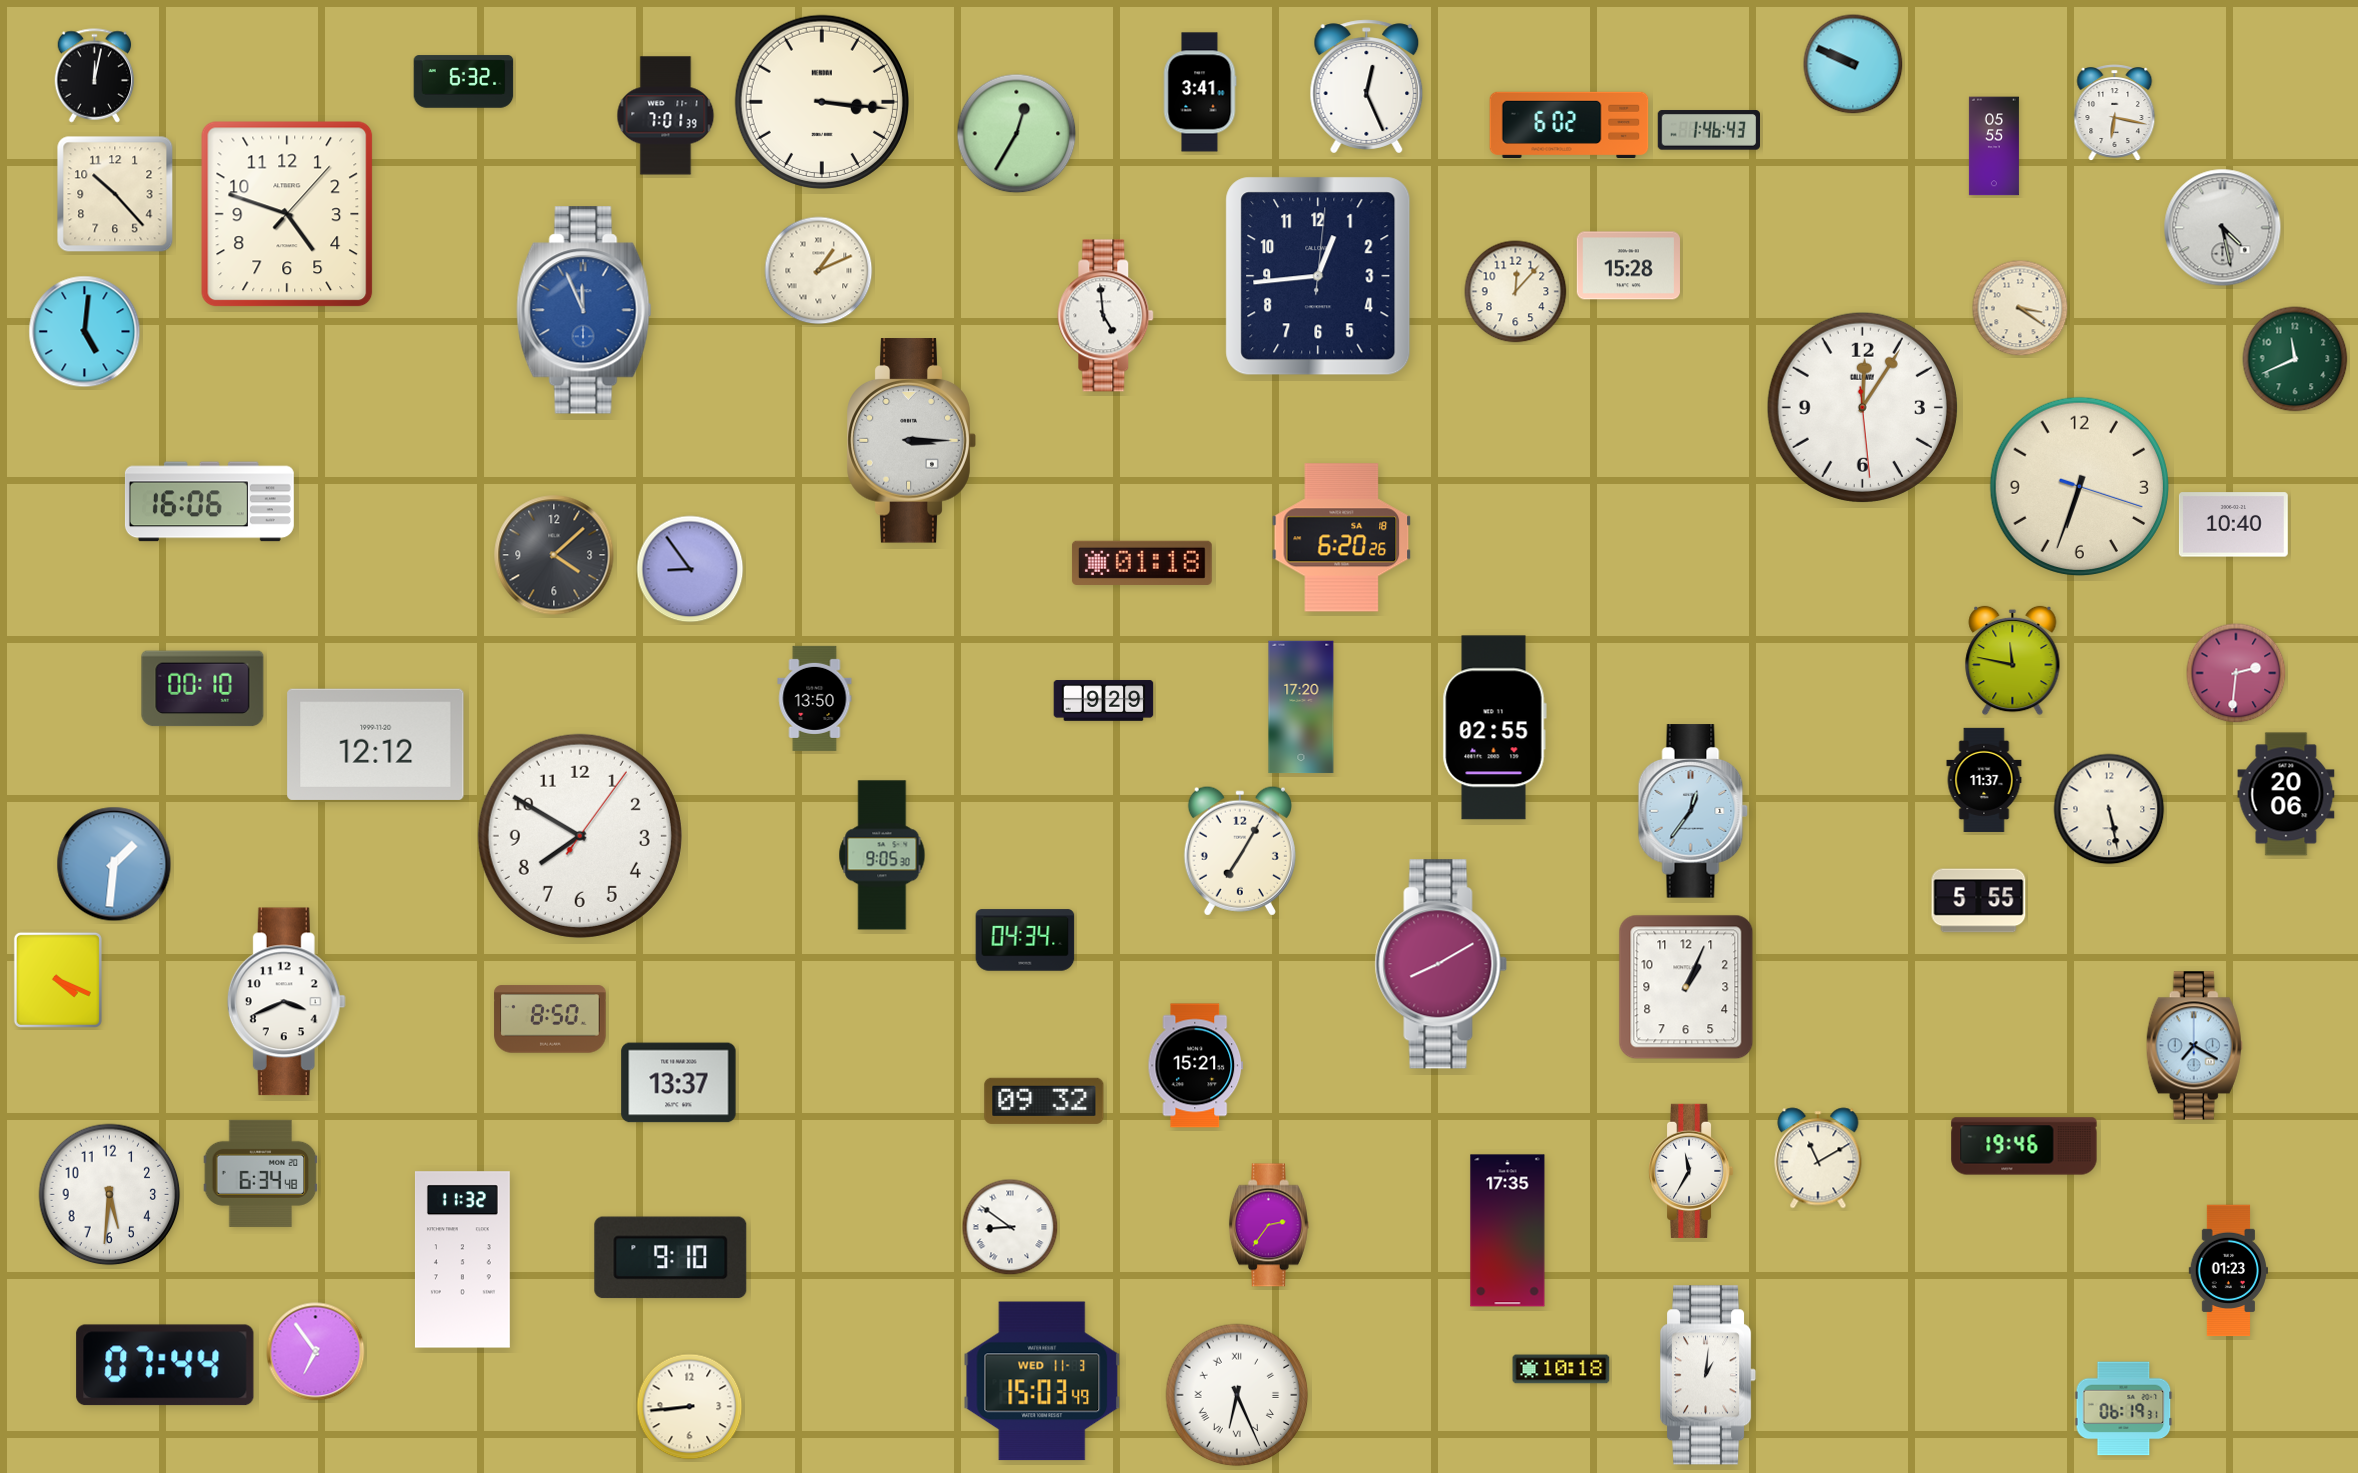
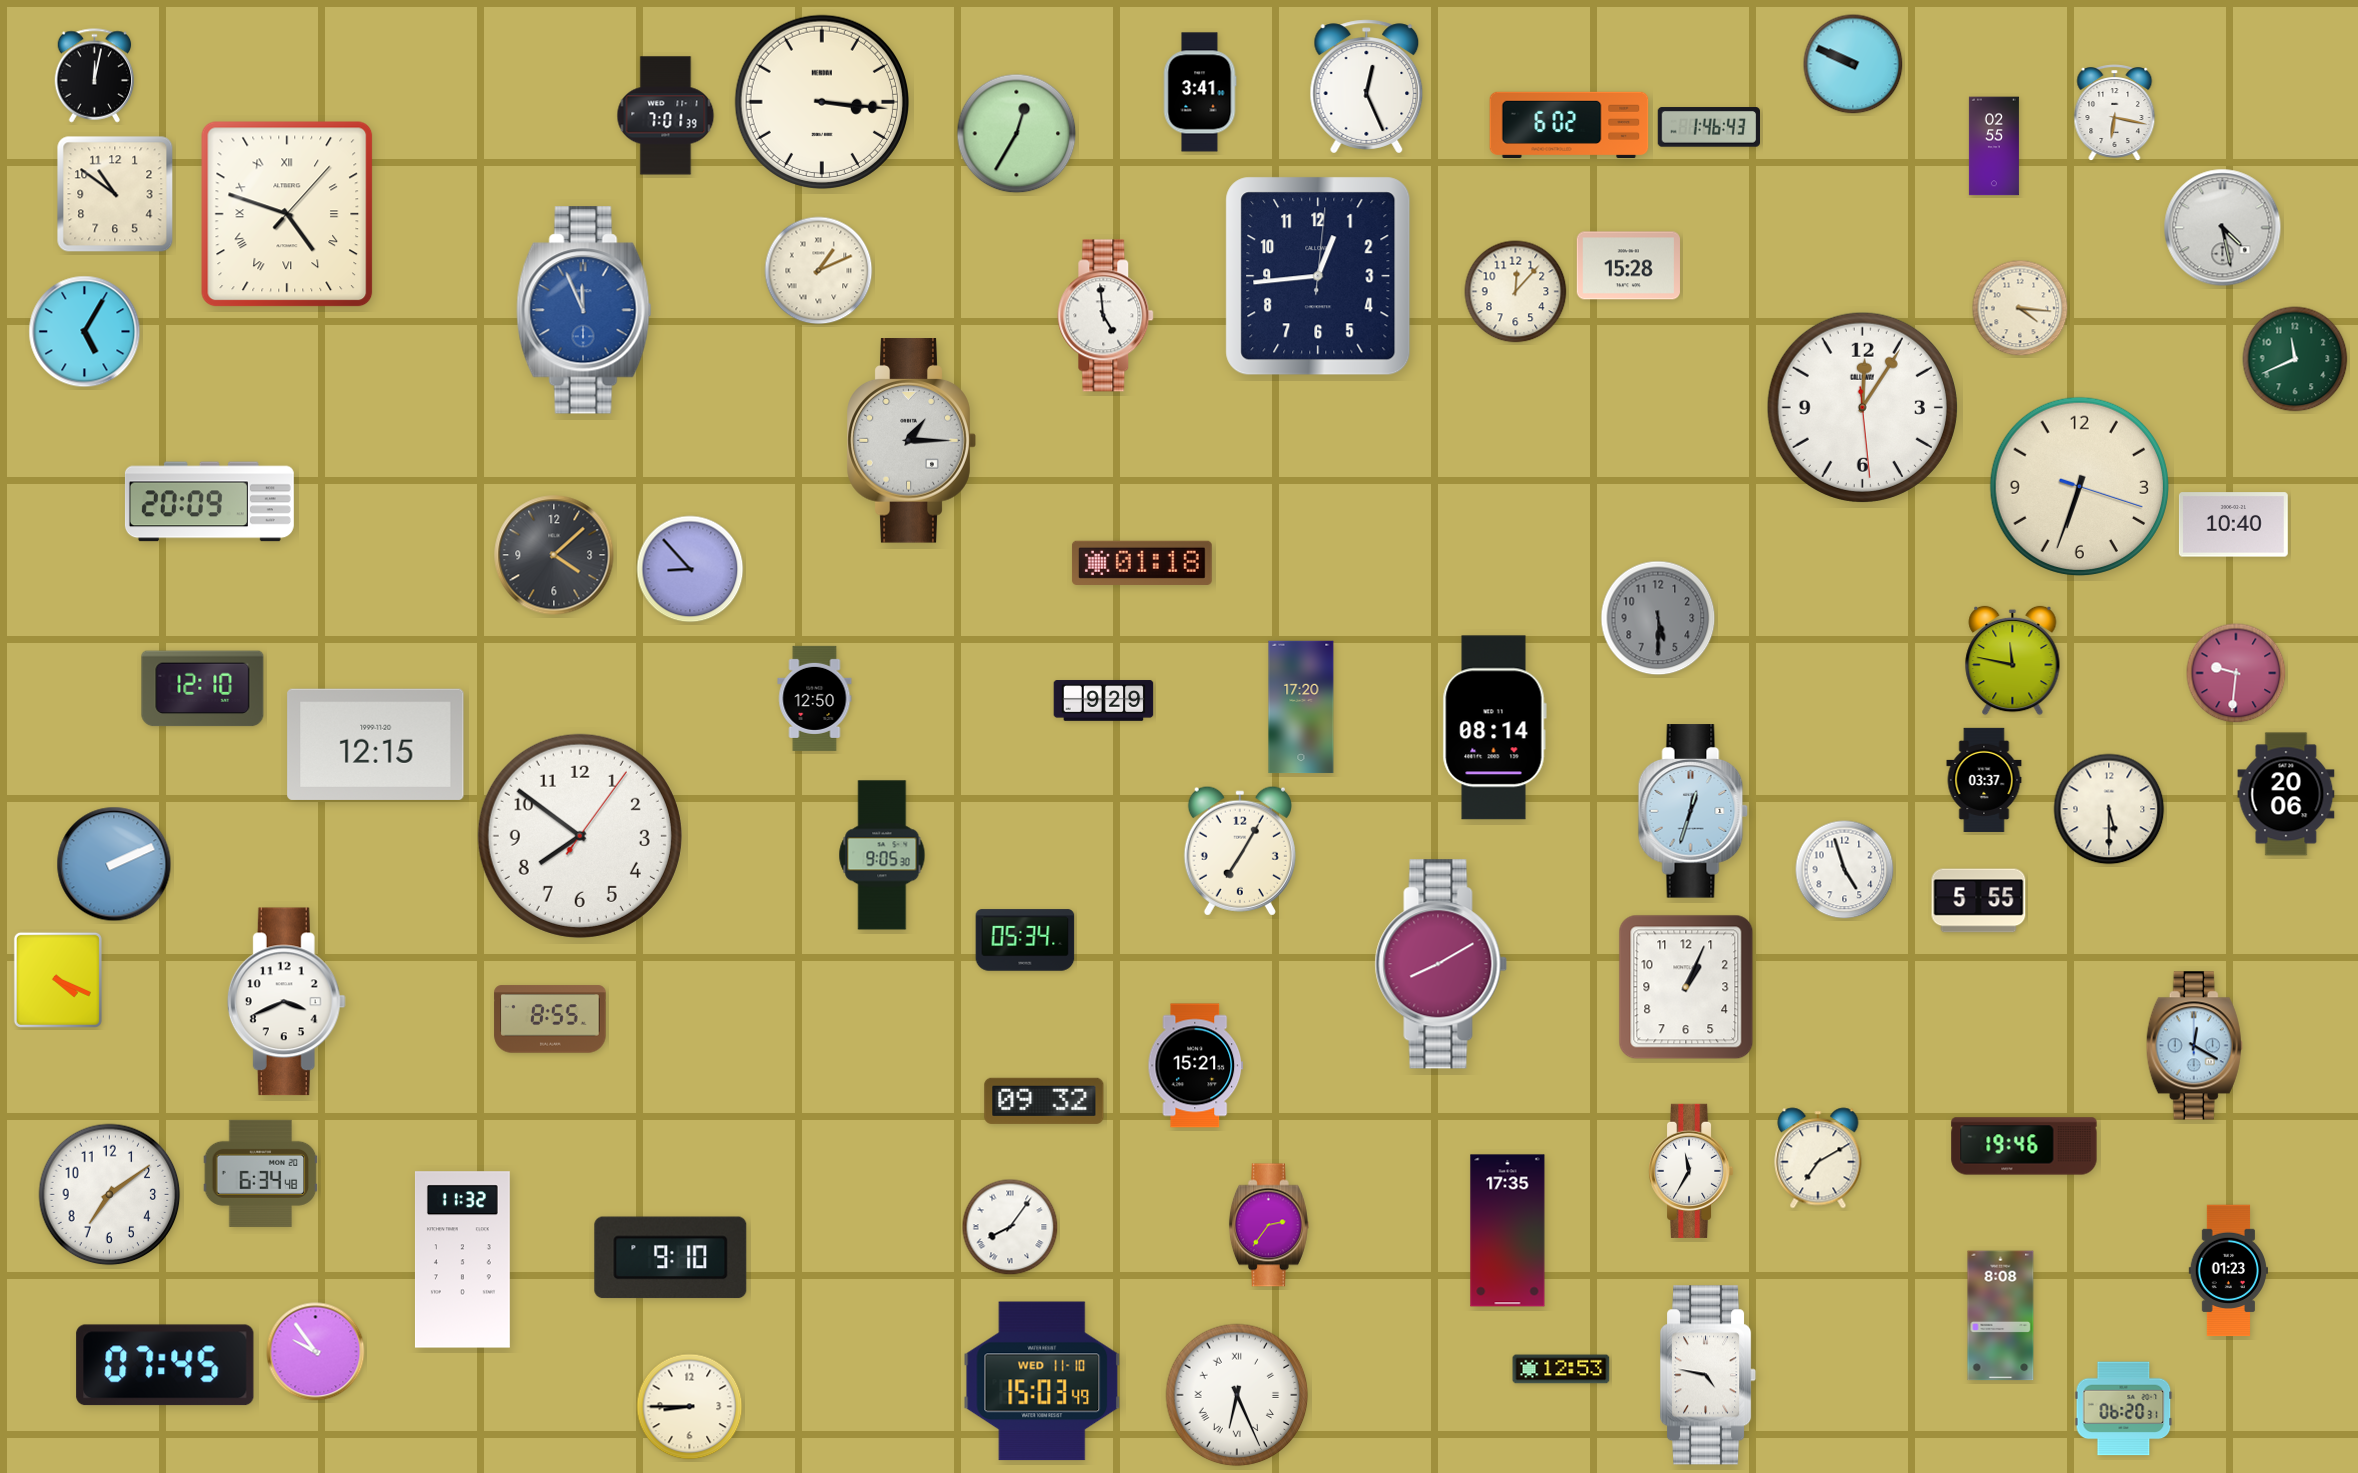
clock at (464, 82): 6:32 -> none
clock at (1708, 130) position: (1708, 130) -> (1708, 127)
clock at (1994, 146): 05:55 -> 02:55
clock at (115, 194): 10:23 -> 10:51
clock at (287, 214) numerals: Arabic -> Roman
clock at (2020, 308): 3:21 -> 4:16
clock at (85, 332): 5:01 -> 5:05
clock at (911, 441): 3:15 -> 1:15
clock at (209, 502): 16:06 -> 20:09
clock at (1342, 538): 6:20 -> none
clock at (690, 569): 8:54 -> 8:53
clock at (1658, 618): none -> 5:30
clock at (2236, 673): 2:31 -> 9:31
clock at (203, 689): 00:10 -> 12:10
clock at (815, 698): 13:50 -> 12:50
clock at (1494, 728): 02:55 -> 08:14
clock at (376, 744): 12:12 -> 12:15
clock at (1984, 780): 11:37 -> 03:37
clock at (2109, 809): 5:28 -> 5:30
clock at (1693, 811): 12:36 -> 12:33
clock at (580, 836): 7:50 -> 7:51
clock at (114, 864): 1:31 -> 2:11
clock at (1845, 870): none -> 4:57
clock at (1025, 940): 04:34 -> 05:34
clock at (550, 1019): 8:50 -> 8:55
clock at (2194, 1046): 7:20 -> 12:20
clock at (679, 1083): 13:37 -> none
clock at (1818, 1158): 11:10 -> 7:10
clock at (110, 1195): 5:31 -> 7:09
clock at (1010, 1227): 8:51 -> 8:06
clock at (2001, 1316): none -> 8:08
clock at (316, 1352): 6:54 -> 9:54
clock at (165, 1365): 07:44 -> 07:45
clock at (1561, 1369): 10:18 -> 12:53
clock at (1709, 1375): 1:01 -> 4:47
clock at (1042, 1381) date: WED 11-3 -> WED 11-10
clock at (690, 1407): 8:44 -> 8:45
clock at (2124, 1409): 06:19 -> 06:20
